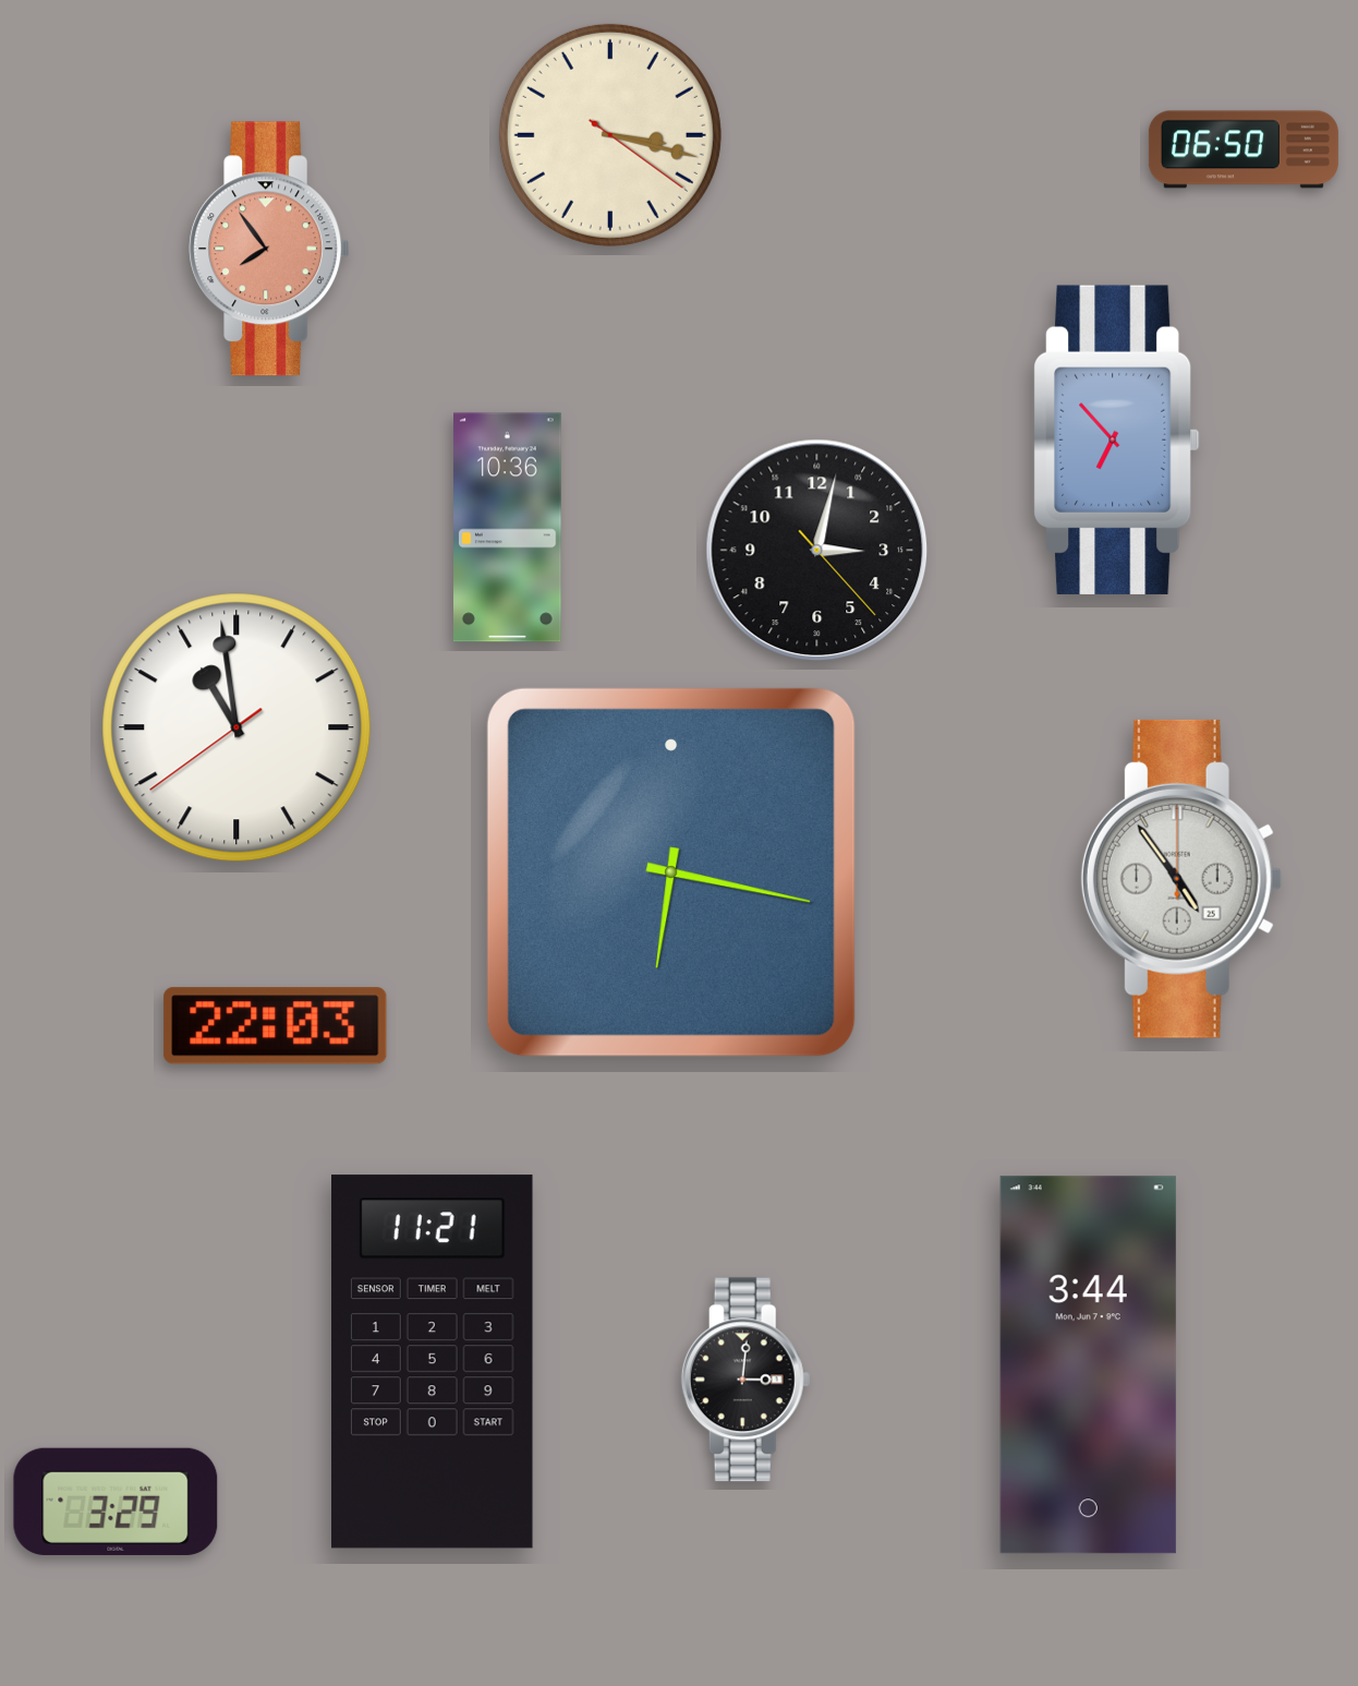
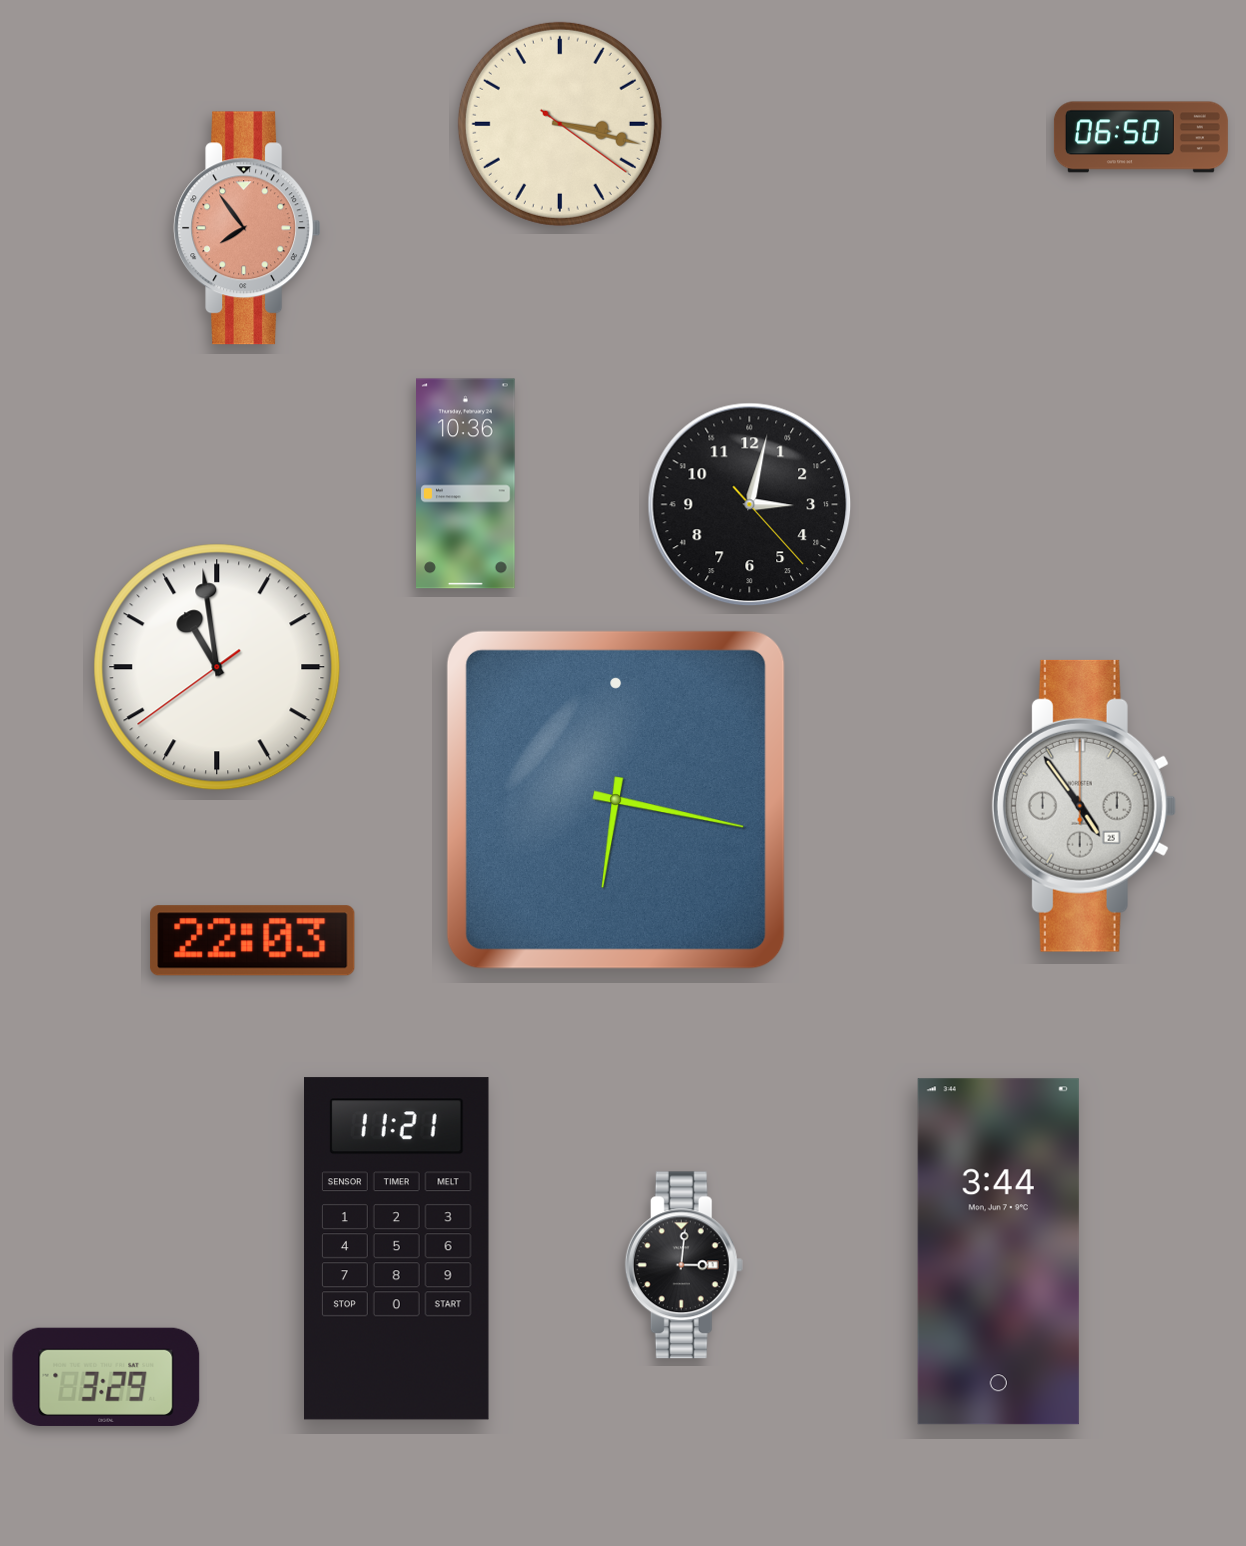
clock at (1117, 439): 6:53 -> none
